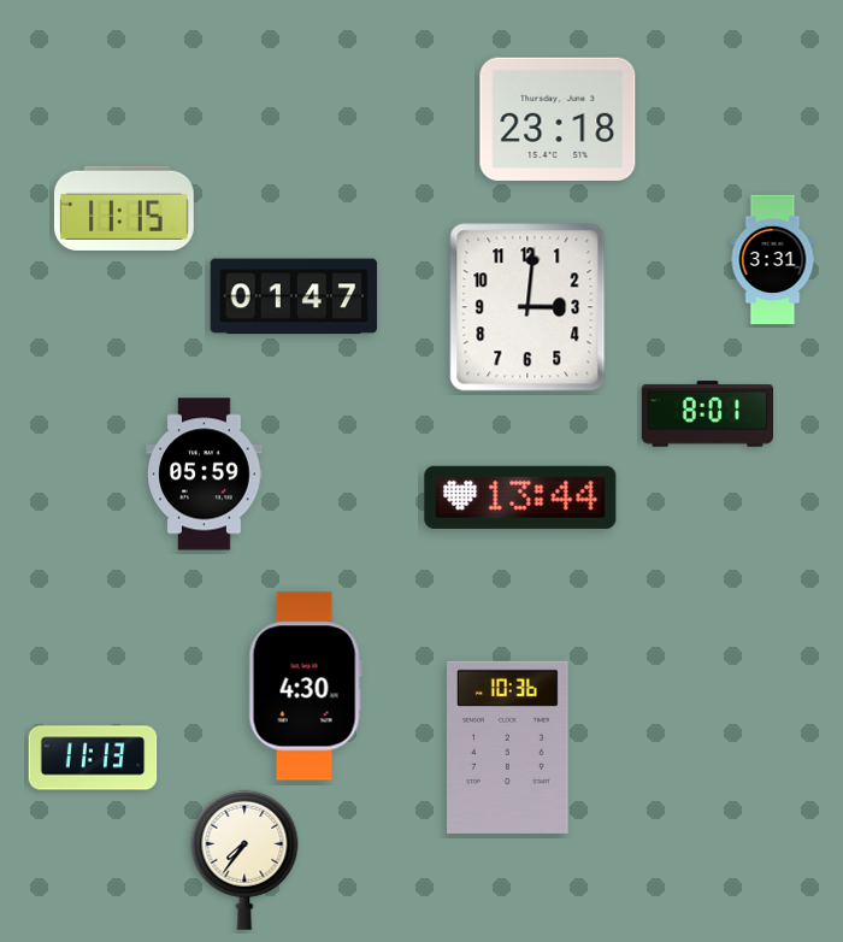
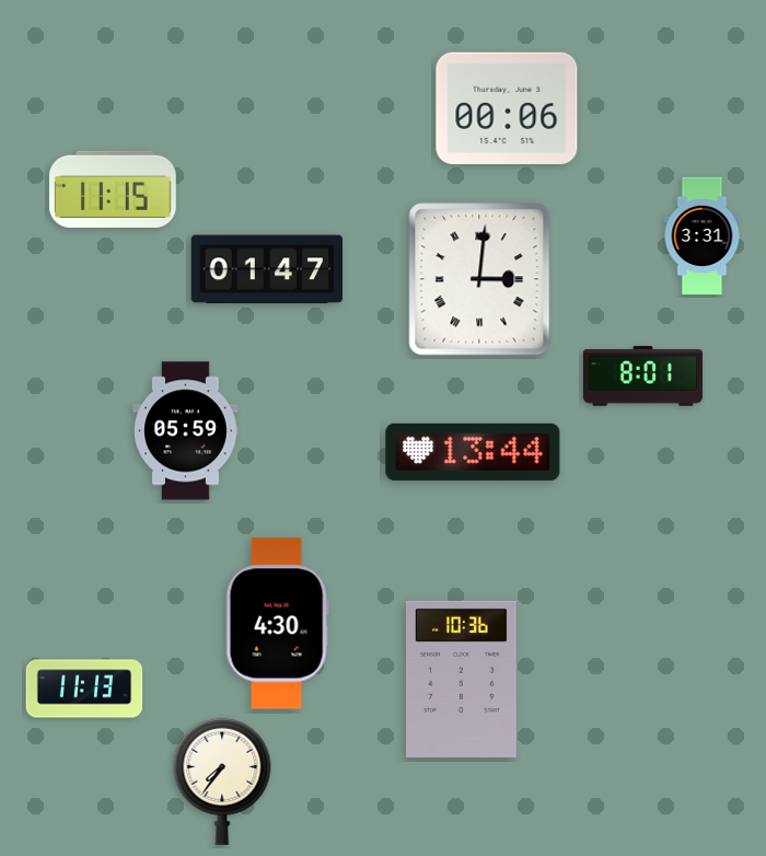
clock at (558, 118): 23:18 -> 00:06
clock at (527, 307) numerals: Arabic -> Roman
